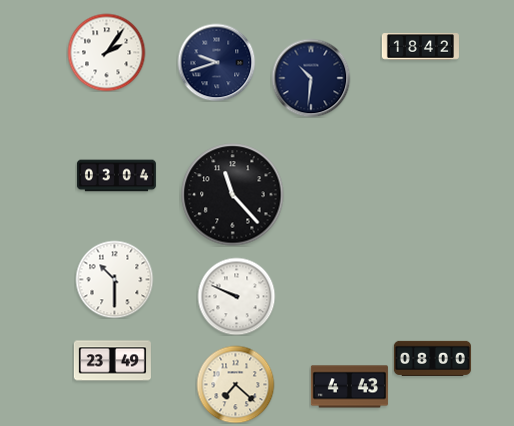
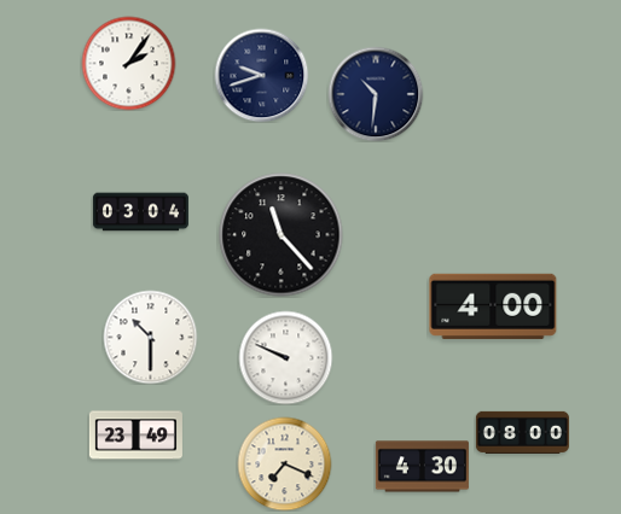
clock at (420, 47): 18:42 -> none
clock at (493, 306): none -> 4:00
clock at (114, 279) position: (114, 279) -> (150, 337)
clock at (235, 384): 7:22 -> 7:19
clock at (349, 387): 4:43 -> 4:30
